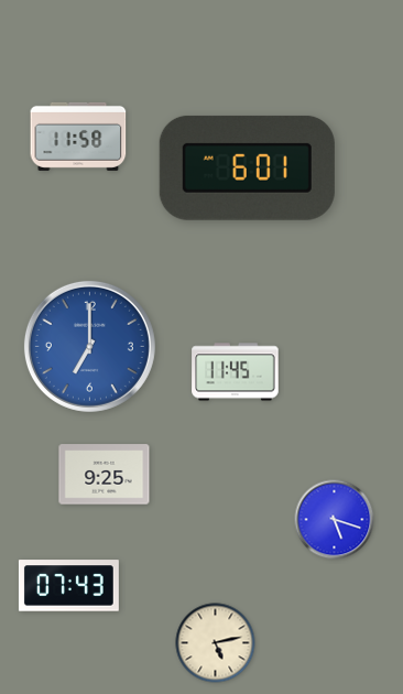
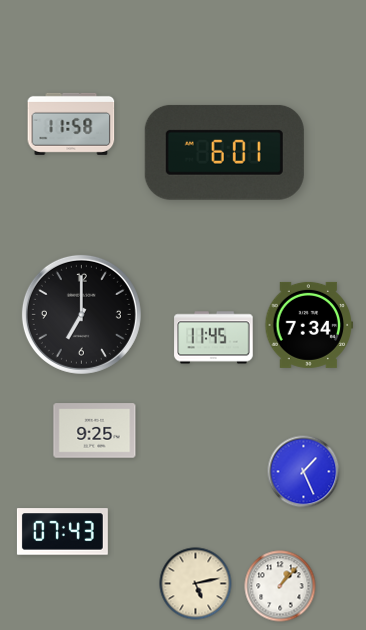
clock at (89, 346) dial: blue -> black
clock at (309, 325): none -> 7:34
clock at (335, 520): 5:18 -> 1:26
clock at (280, 586): none -> 1:07
